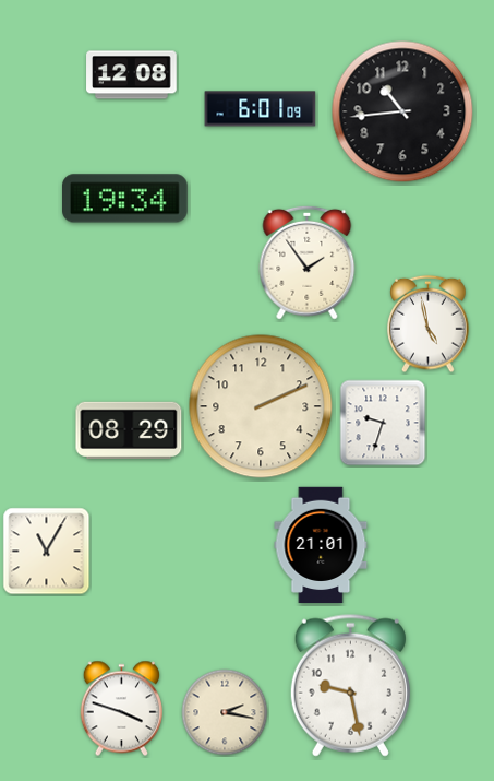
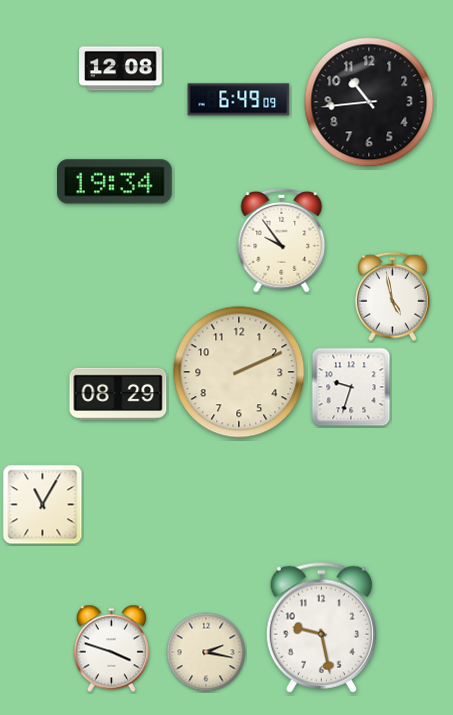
clock at (261, 109): 6:01 -> 6:49
clock at (308, 262): 1:54 -> 9:54
clock at (321, 545): 21:01 -> none
